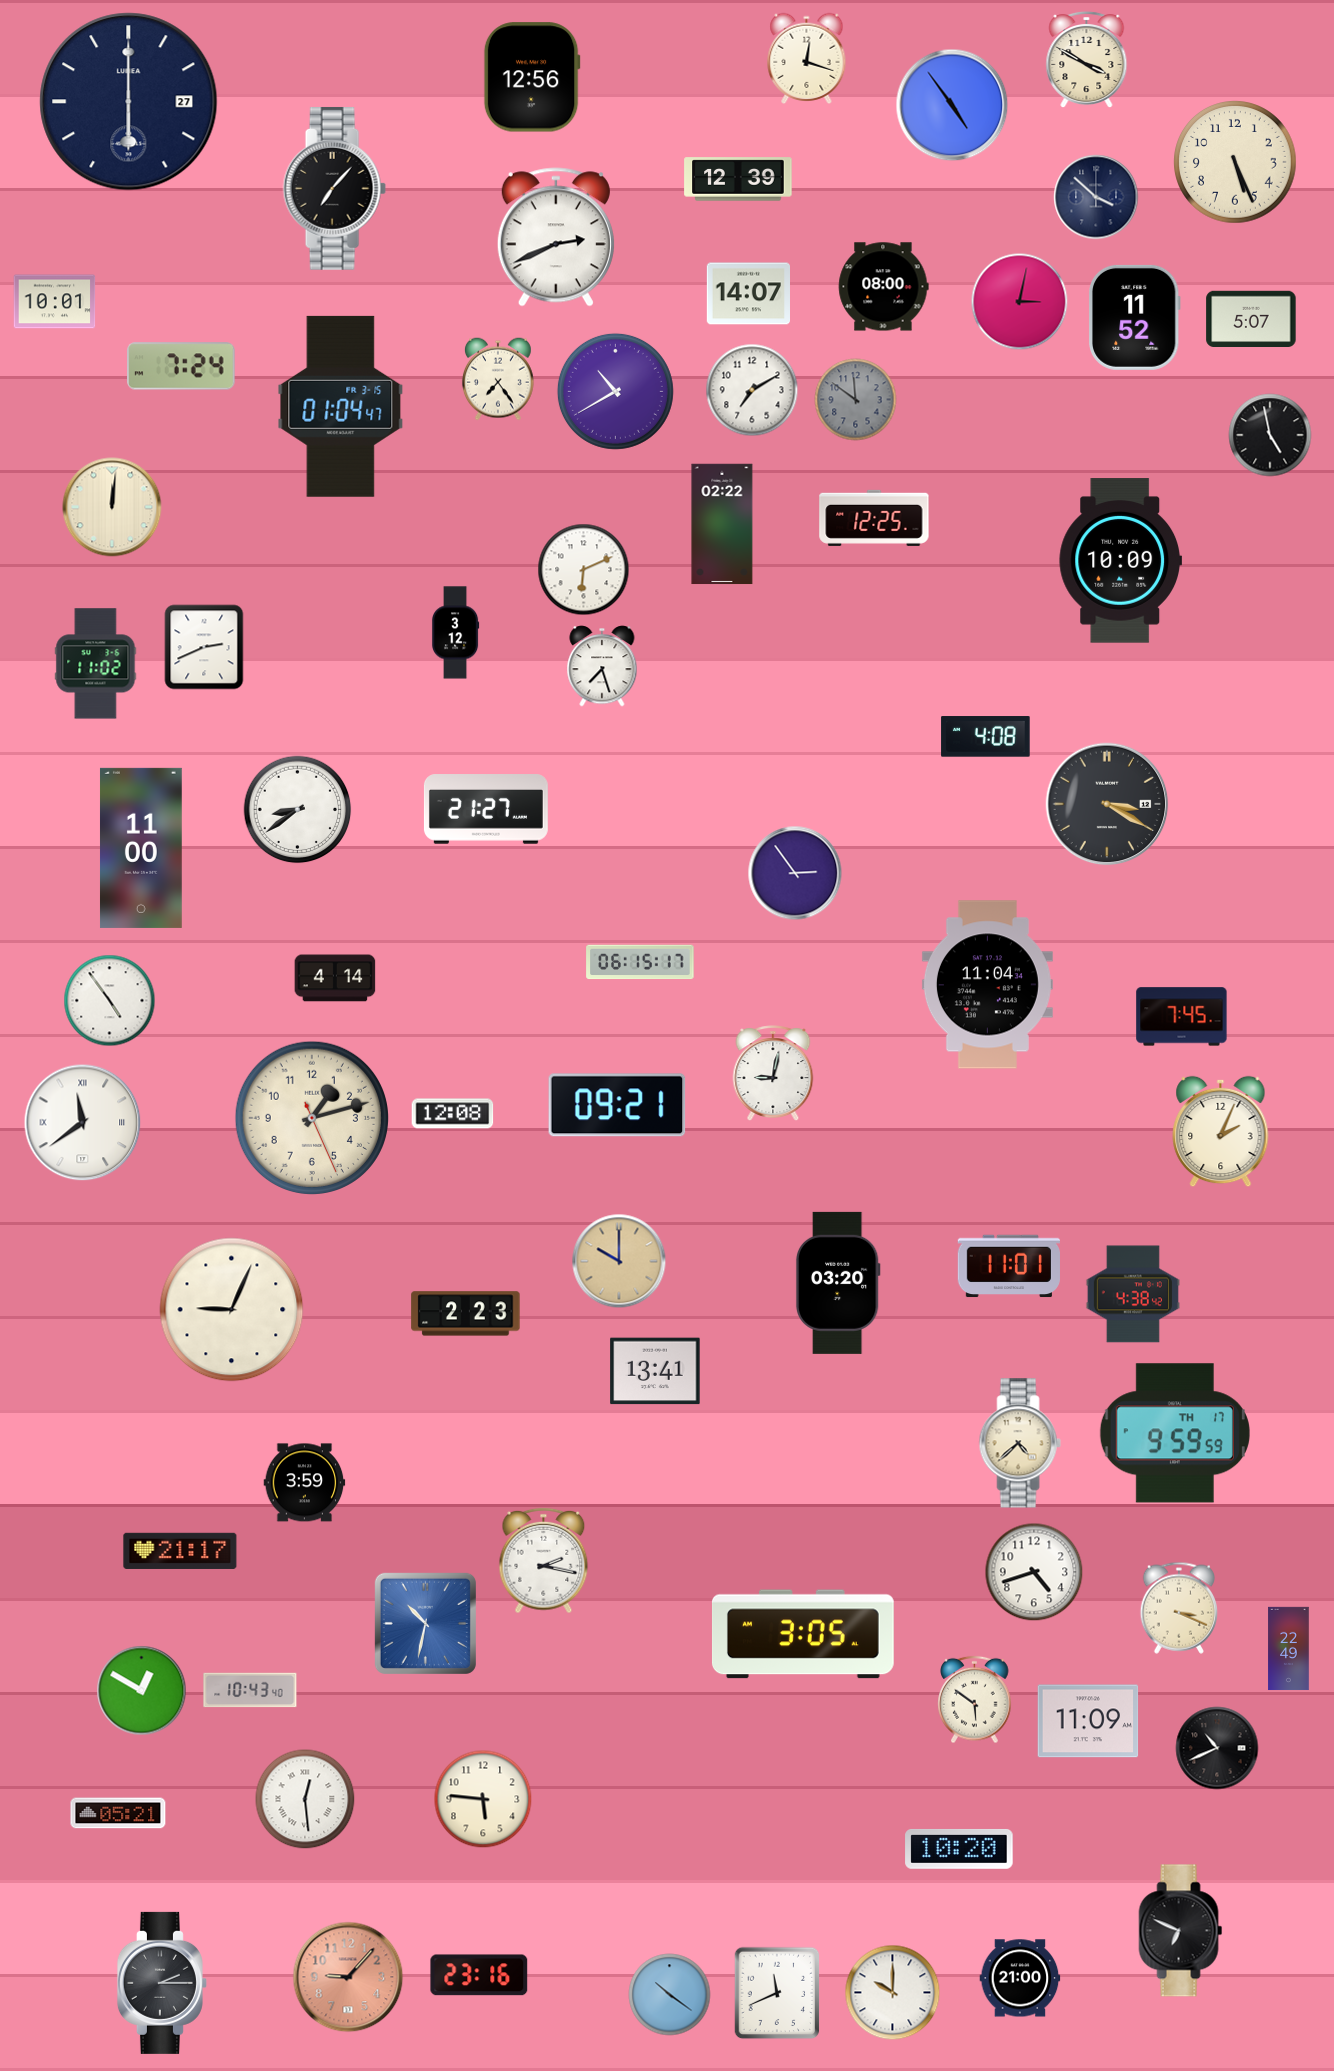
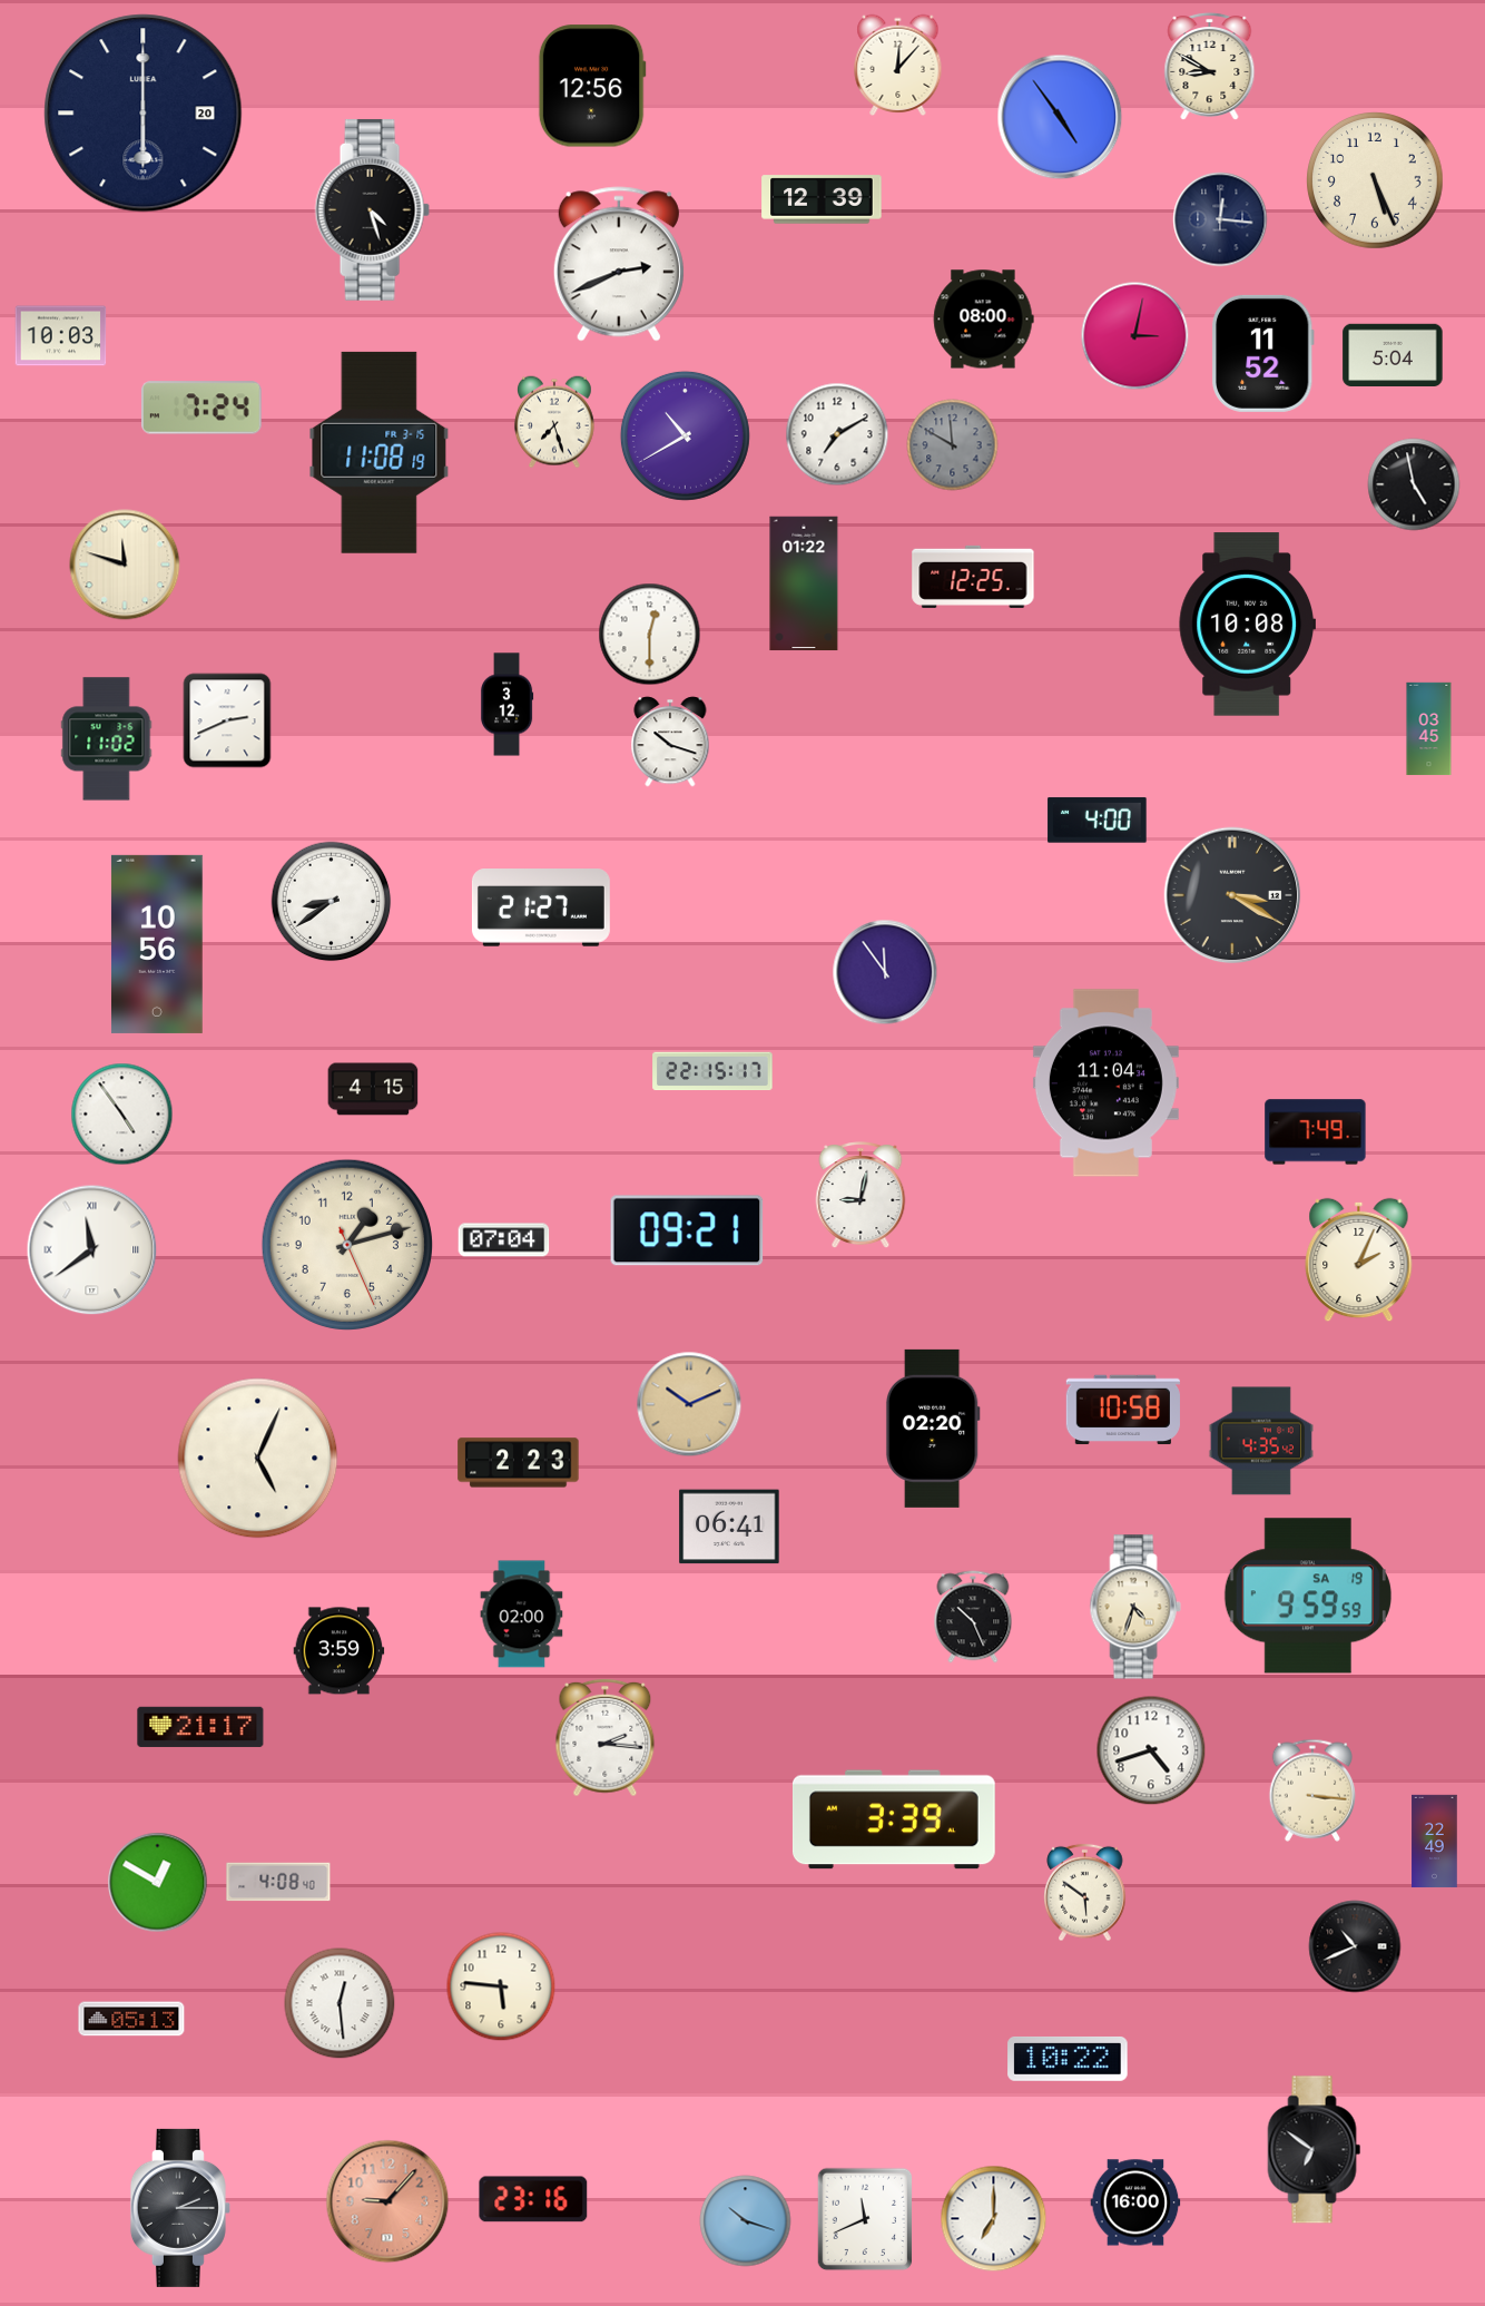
clock at (807, 58): 12:18 -> 12:07
clock at (1087, 60): 3:50 -> 8:50
clock at (129, 102) date: 27 -> 20
clock at (334, 188): 7:07 -> 4:27
clock at (1096, 197): 3:52 -> 12:16
clock at (748, 294): 14:07 -> none
clock at (55, 302): 10:01 -> 10:03
clock at (1251, 319): 5:07 -> 5:04
clock at (498, 379): 7:24 -> 7:27
clock at (856, 400): 11:51 -> 11:50
clock at (341, 406): 01:04 -> 11:08
clock at (112, 507): 12:01 -> 11:48
clock at (722, 524): 02:22 -> 01:22
clock at (1120, 561): 10:09 -> 10:08
clock at (584, 570): 6:11 -> 12:30
clock at (1429, 729): none -> 03:45
clock at (602, 666): 7:27 -> 10:18
clock at (986, 737): 4:08 -> 4:00
clock at (486, 809) position: (486, 809) -> (541, 907)
clock at (141, 848): 11:00 -> 10:56
clock at (795, 873): 2:54 -> 11:54
clock at (640, 962): 06:15 -> 22:15
clock at (335, 978): 4:14 -> 4:15
clock at (987, 985) position: (987, 985) -> (1105, 1083)
clock at (1182, 1017): 7:45 -> 7:49
clock at (453, 1114): 12:08 -> 07:04
clock at (619, 1261): 10:00 -> 10:11
clock at (1009, 1266): 11:01 -> 10:58
clock at (838, 1283): 03:20 -> 02:20
clock at (1133, 1294): 4:38 -> 4:35
clock at (232, 1310): 9:04 -> 5:04
clock at (655, 1371): 13:41 -> 06:41
clock at (1175, 1433) date: TH 17 -> SA 19
clock at (1020, 1443): 4:38 -> 4:33
clock at (522, 1615): none -> 02:00
clock at (973, 1617): none -> 10:26
clock at (544, 1561): 2:17 -> 2:16
clock at (1178, 1608): 3:19 -> 3:16
clock at (425, 1623): 10:32 -> none
clock at (803, 1634): 3:05 -> 3:39
clock at (1289, 1649) position: (1289, 1649) -> (1435, 1842)
clock at (250, 1690): 10:43 -> 4:08
clock at (1088, 1721): 11:09 -> none
clock at (483, 1799) position: (483, 1799) -> (501, 1986)
clock at (118, 1813): 05:21 -> 05:13
clock at (959, 1849): 10:20 -> 10:22
clock at (1181, 1931): 6:49 -> 6:51
clock at (1020, 1978): 21:00 -> 16:00
clock at (893, 1993): 10:00 -> 7:00
clock at (670, 1995): 10:21 -> 10:18
